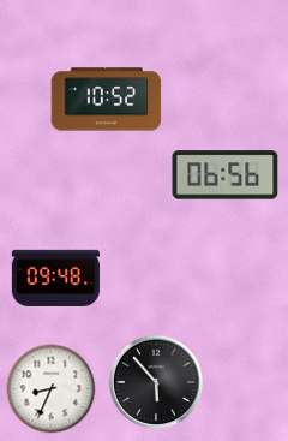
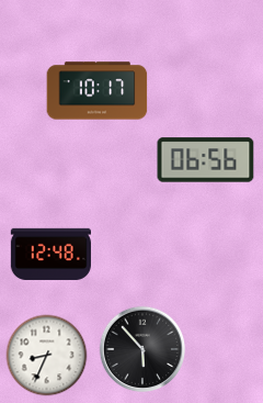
clock at (107, 100): 10:52 -> 10:17
clock at (55, 278): 09:48 -> 12:48
